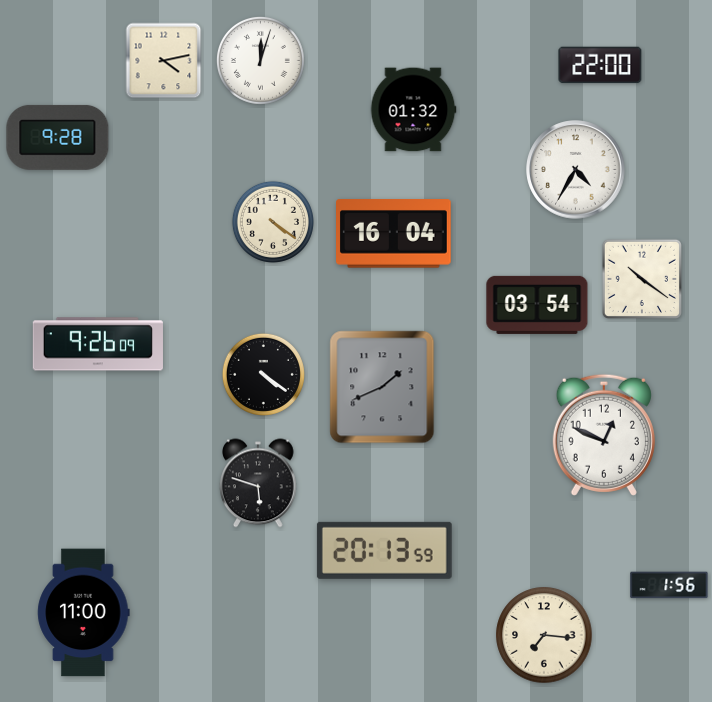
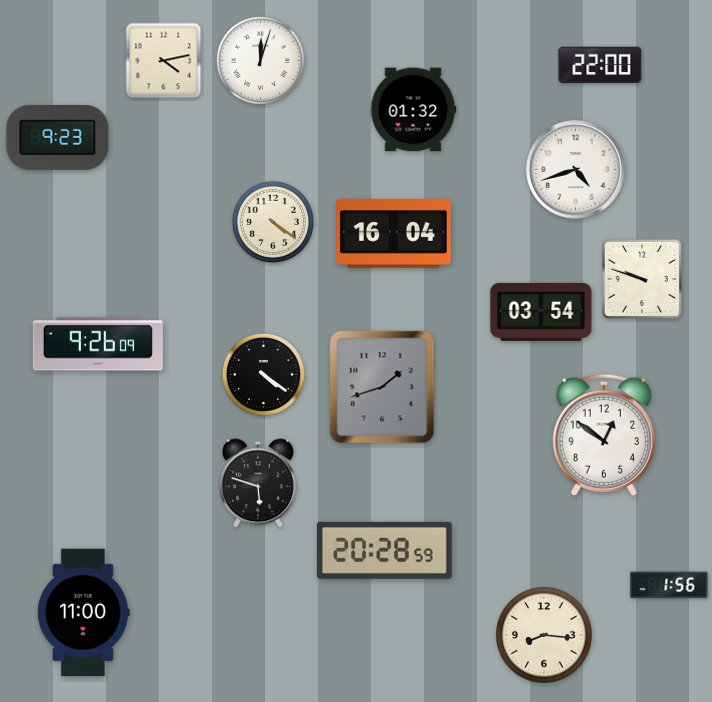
clock at (58, 137): 9:28 -> 9:23
clock at (576, 170): 4:35 -> 4:42
clock at (642, 279): 10:21 -> 9:48
clock at (537, 305) position: (537, 305) -> (541, 312)
clock at (382, 387): 1:41 -> 1:42
clock at (604, 435): 12:49 -> 12:51
clock at (384, 550): 20:13 -> 20:28
clock at (544, 635): 7:16 -> 8:16
